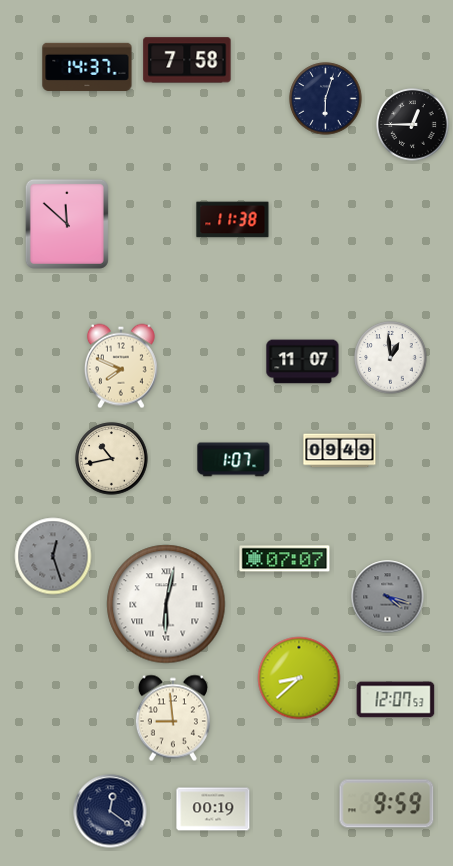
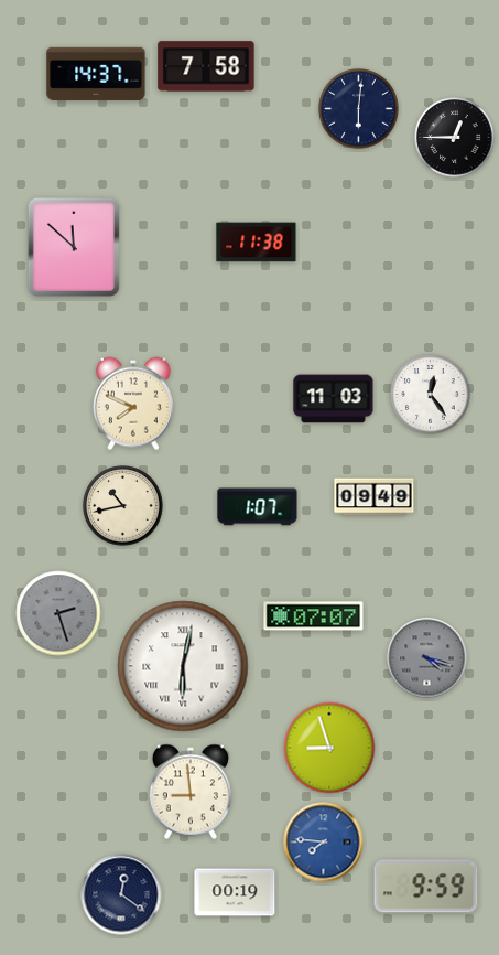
clock at (326, 99): 6:03 -> 6:01
clock at (391, 358): 12:59 -> 12:24
clock at (303, 362): 11:07 -> 11:03
clock at (53, 556): 12:27 -> 2:27
clock at (299, 678): 8:38 -> 8:57
clock at (396, 700): 12:07 -> none
clock at (324, 843): none -> 7:46
